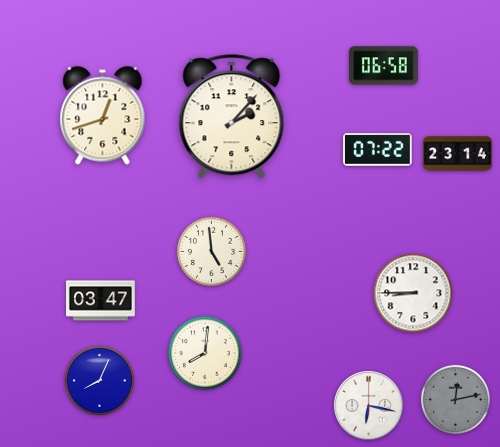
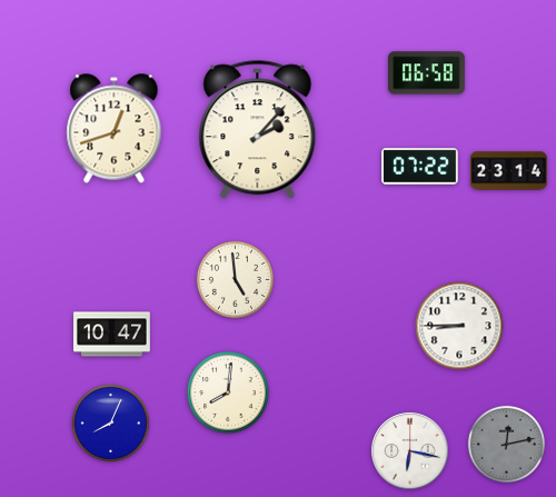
clock at (101, 301): 03:47 -> 10:47
